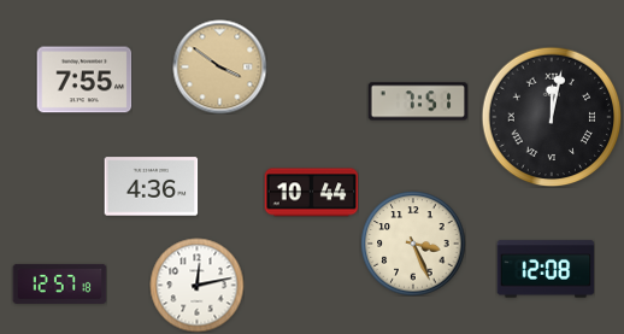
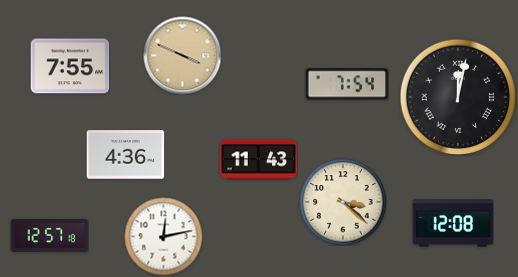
clock at (219, 66): 3:51 -> 3:49
clock at (418, 101): 7:51 -> 7:54
clock at (311, 193): 10:44 -> 11:43
clock at (413, 244): 3:26 -> 3:22
